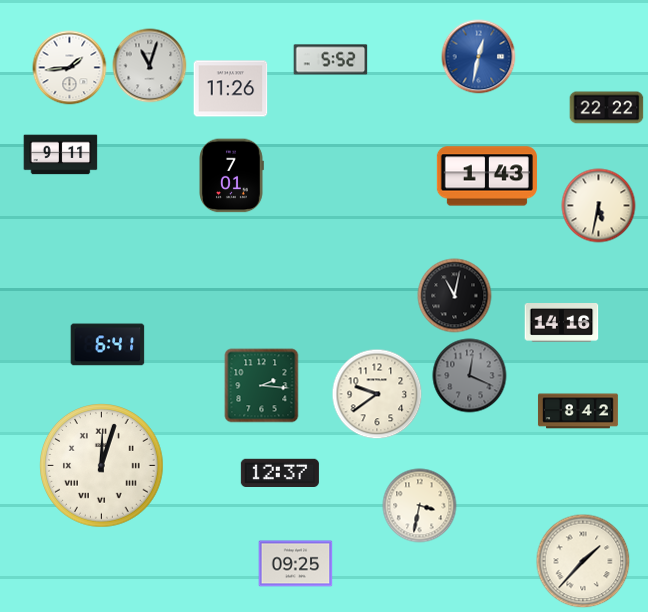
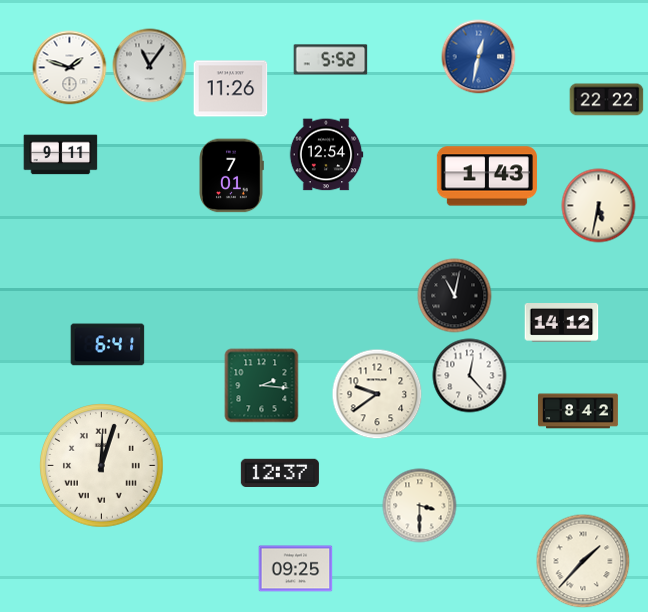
clock at (150, 66): 11:03 -> 11:06
clock at (70, 68): 1:44 -> 1:48
clock at (607, 108) position: (607, 108) -> (607, 100)
clock at (326, 155): none -> 12:54
clock at (562, 323): 14:16 -> 14:12
clock at (470, 376): 12:19 -> 12:23
clock at (470, 376) dial: grey -> white
clock at (420, 506): 3:32 -> 3:30
clock at (296, 564) position: (296, 564) -> (296, 569)
